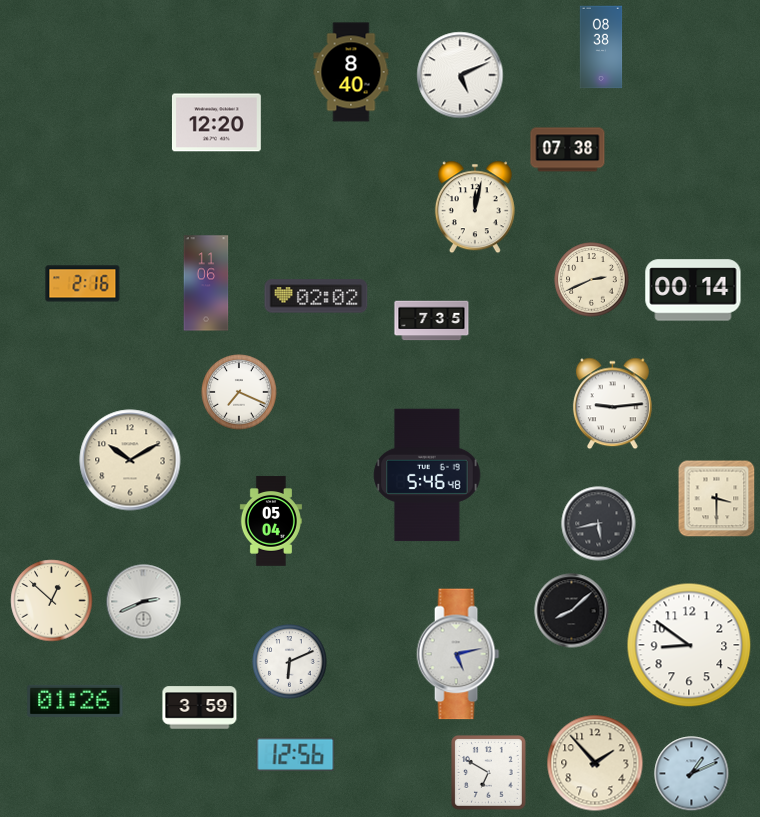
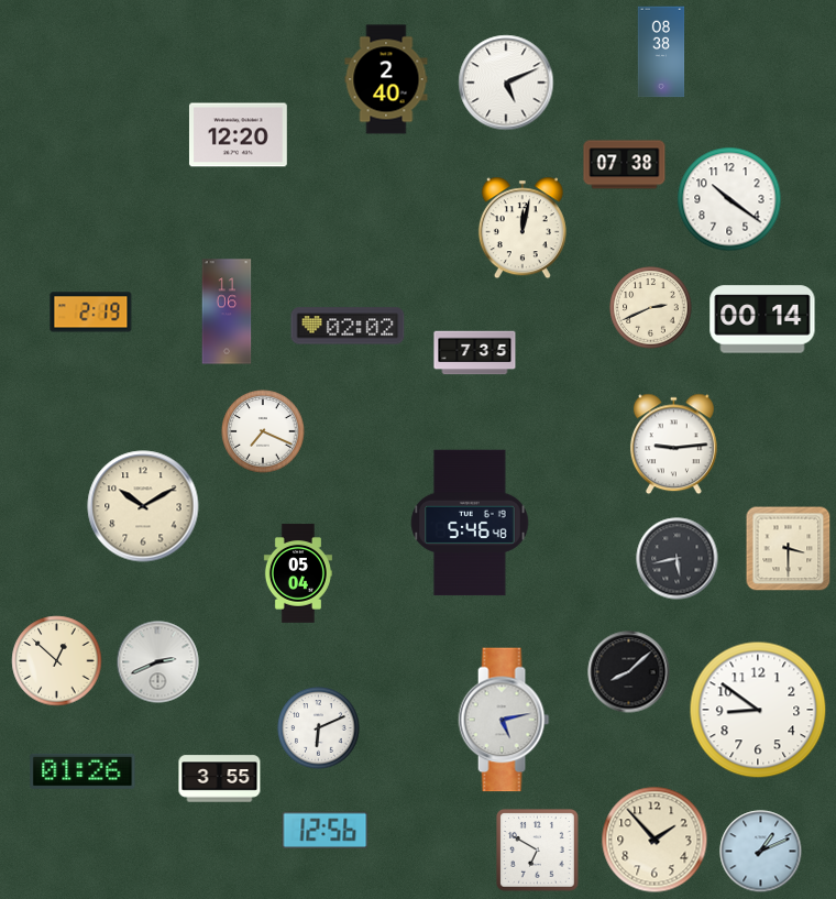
clock at (351, 72): 8:40 -> 2:40
clock at (729, 199): none -> 10:21
clock at (83, 284): 2:16 -> 2:19
clock at (599, 524) position: (599, 524) -> (678, 559)
clock at (200, 708): 3:59 -> 3:55
